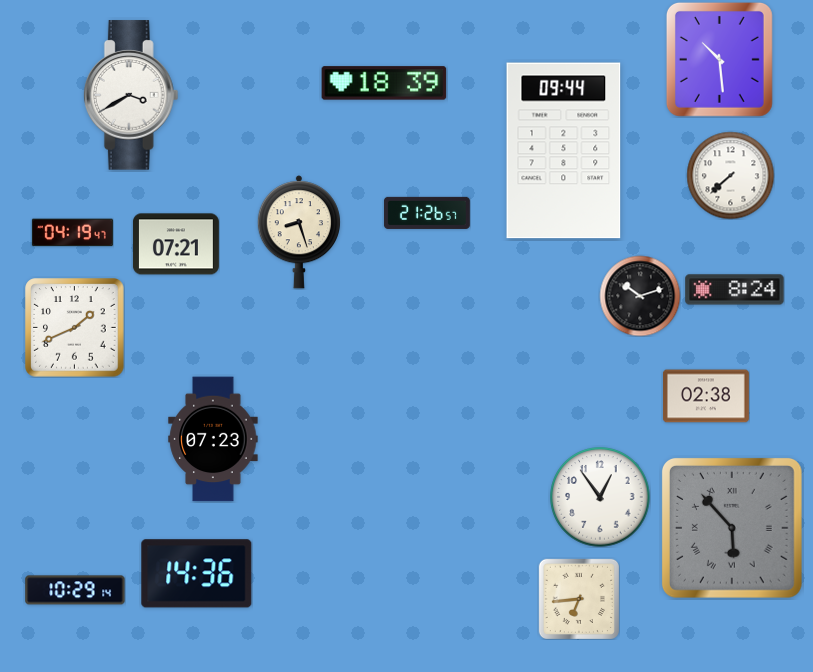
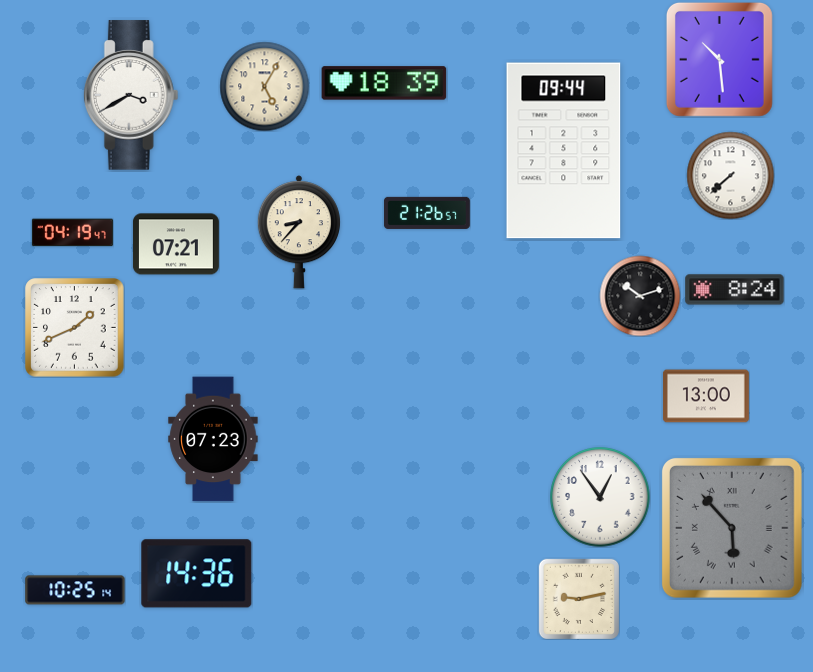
clock at (264, 86): none -> 5:05
clock at (299, 232): 8:27 -> 8:37
clock at (706, 396): 02:38 -> 13:00
clock at (75, 590): 10:29 -> 10:25
clock at (578, 598): 6:44 -> 9:13
